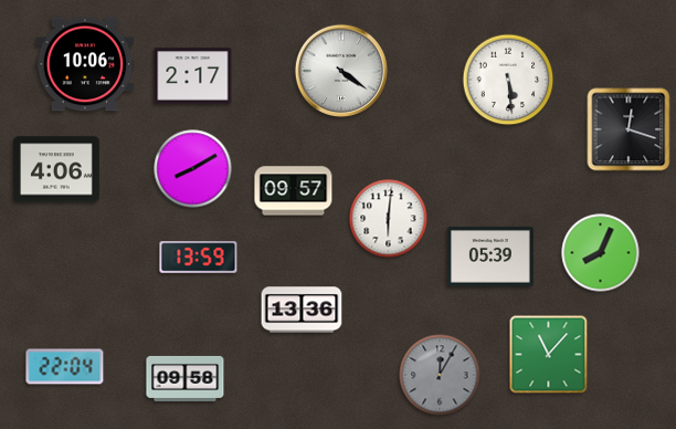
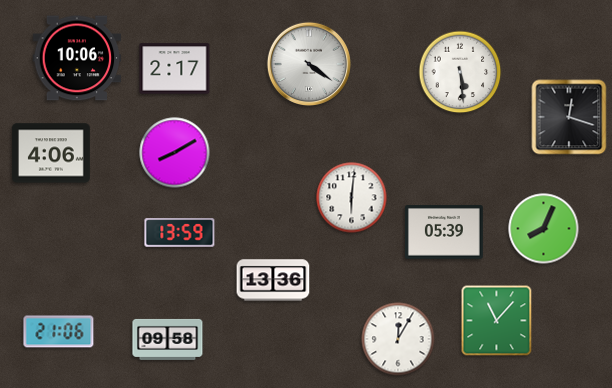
clock at (294, 191): 09:57 -> none
clock at (65, 367): 22:04 -> 21:06
clock at (440, 375) dial: grey -> white
clock at (186, 378) position: (186, 378) -> (168, 339)
